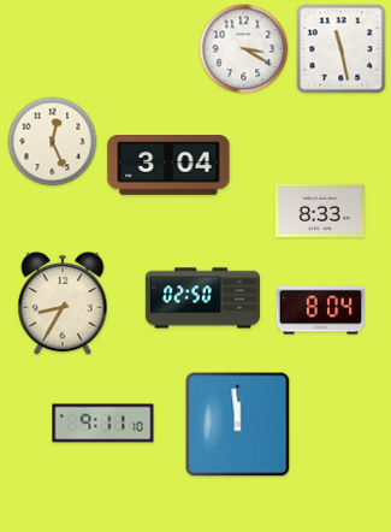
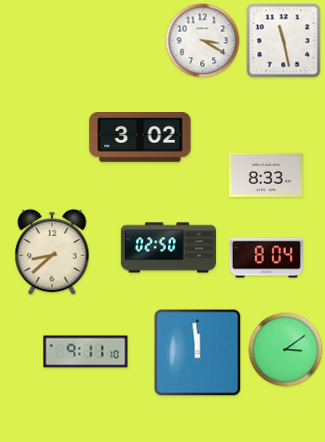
clock at (53, 142): 12:26 -> none
clock at (168, 166): 3:04 -> 3:02
clock at (63, 303): 8:35 -> 8:38
clock at (286, 350): none -> 3:09
